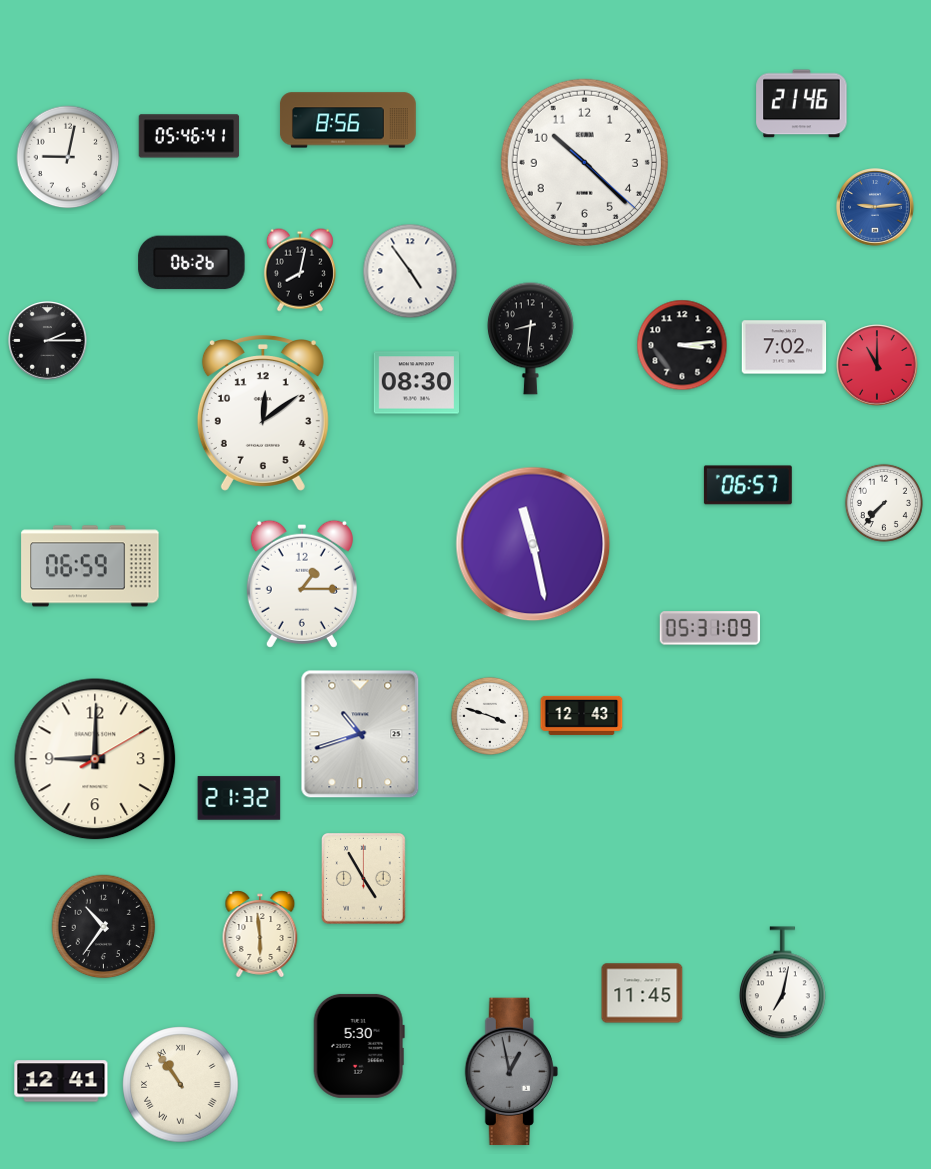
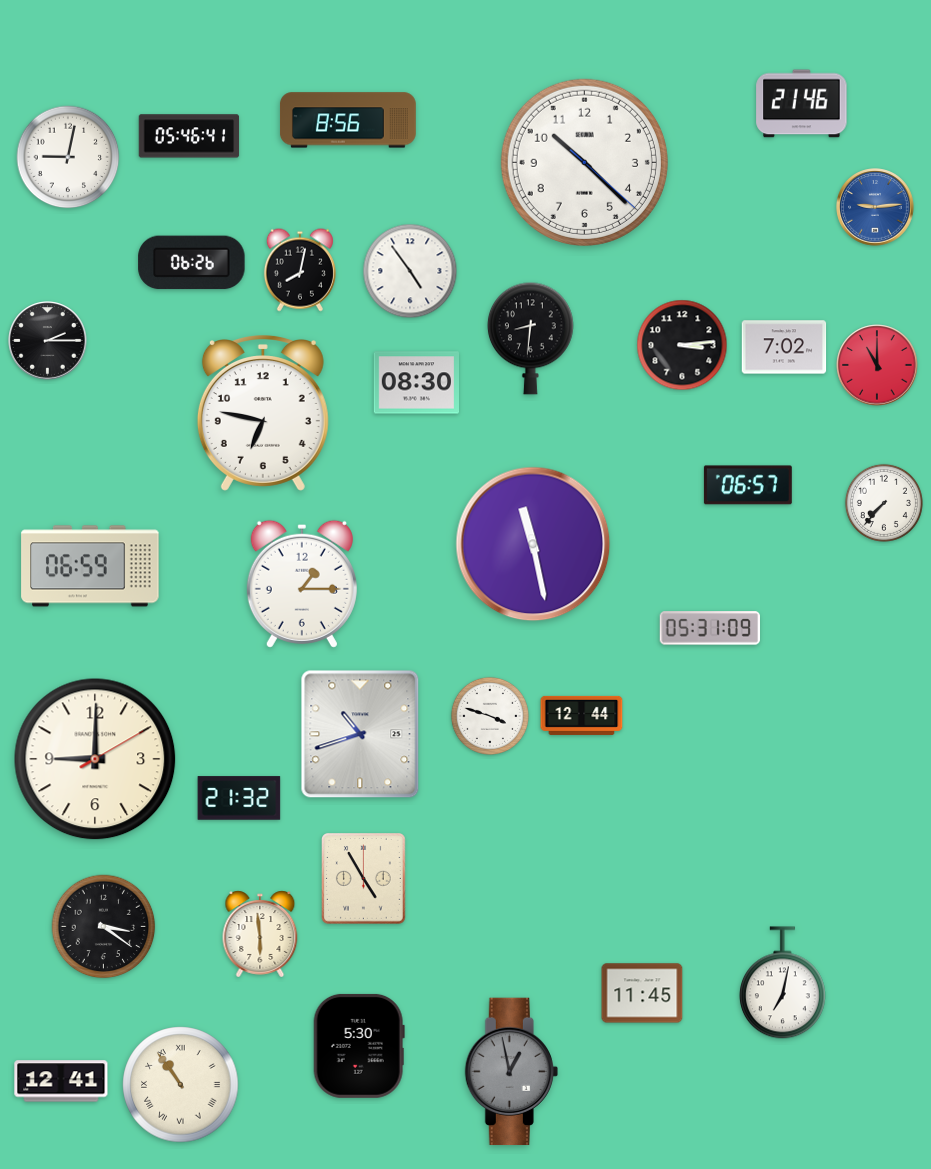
clock at (263, 414): 12:09 -> 6:47
clock at (582, 715): 12:43 -> 12:44
clock at (104, 927): 10:36 -> 3:21
